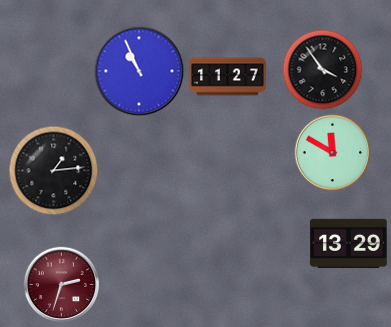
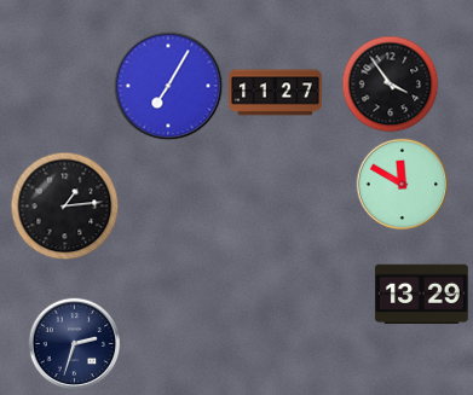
clock at (139, 71): 10:56 -> 7:05
clock at (62, 285) dial: burgundy -> navy
